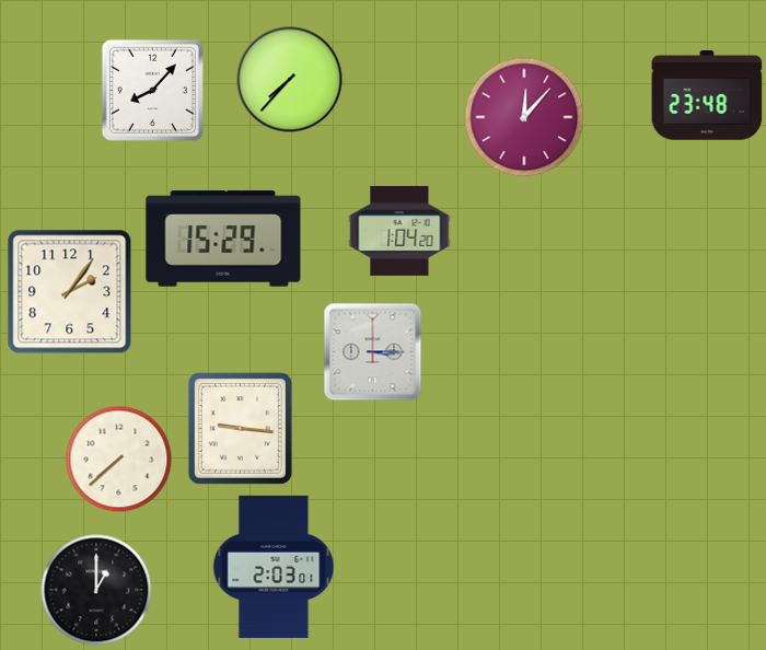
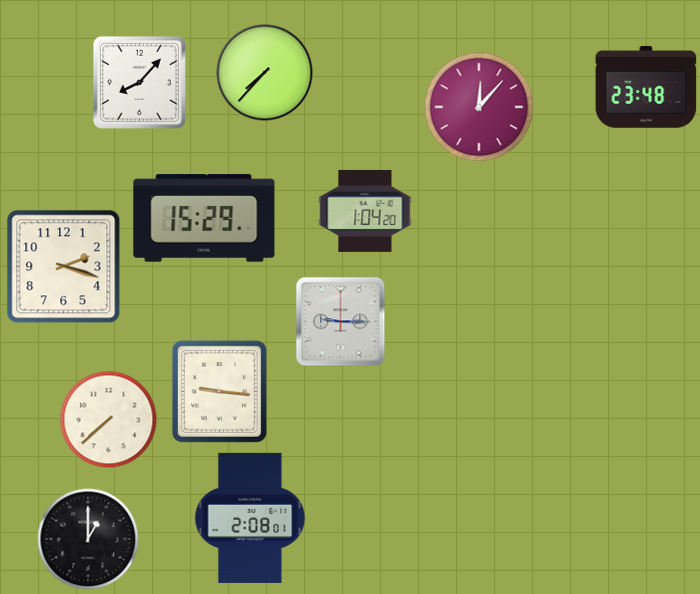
clock at (70, 292): 2:06 -> 2:18
clock at (373, 352): 3:15 -> 9:15
clock at (274, 567): 2:03 -> 2:08
